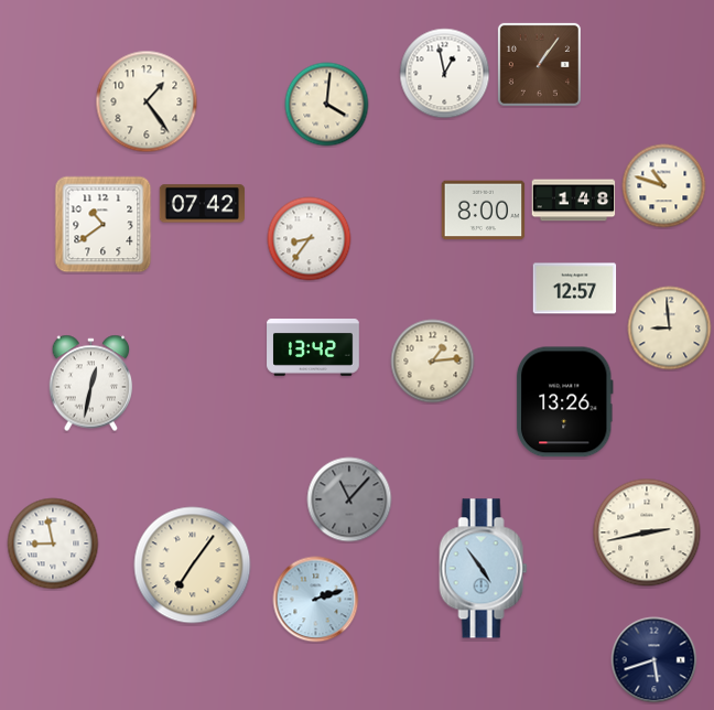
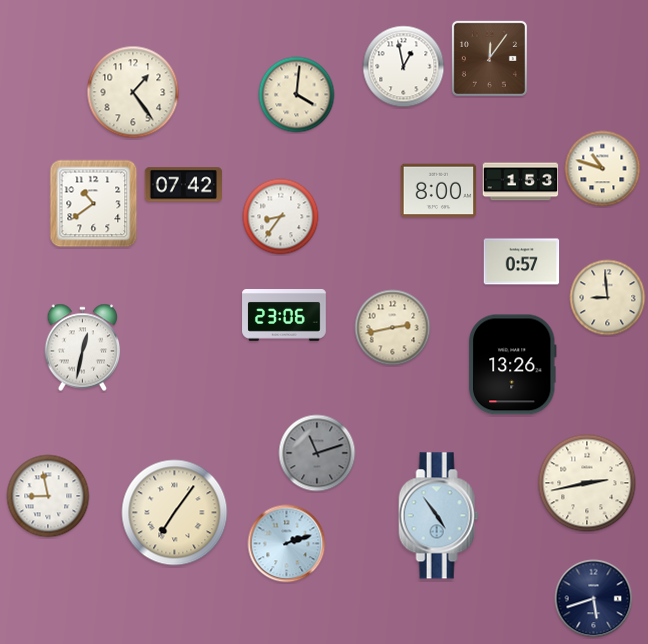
clock at (539, 64): 1:06 -> 12:06
clock at (574, 201): 1:48 -> 1:53
clock at (575, 289): 12:57 -> 0:57
clock at (313, 348): 13:42 -> 23:06
clock at (433, 362): 1:14 -> 2:43
clock at (349, 499): 11:07 -> 11:12
clock at (53, 544) position: (53, 544) -> (48, 496)
